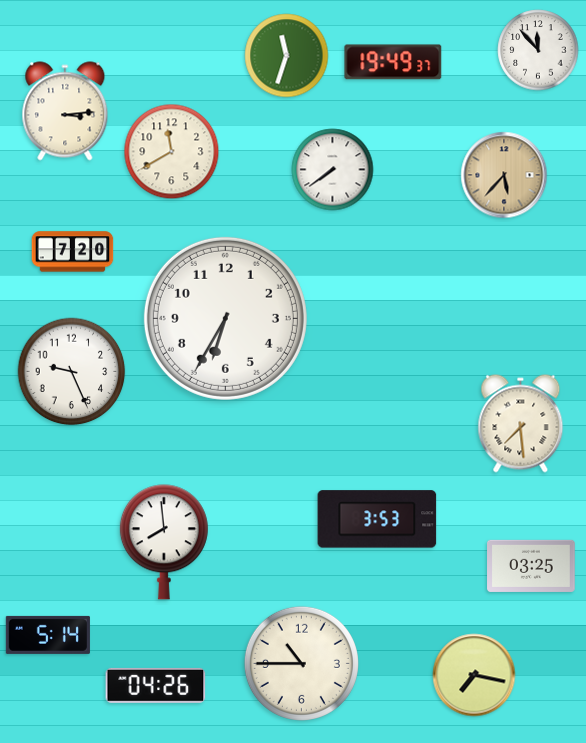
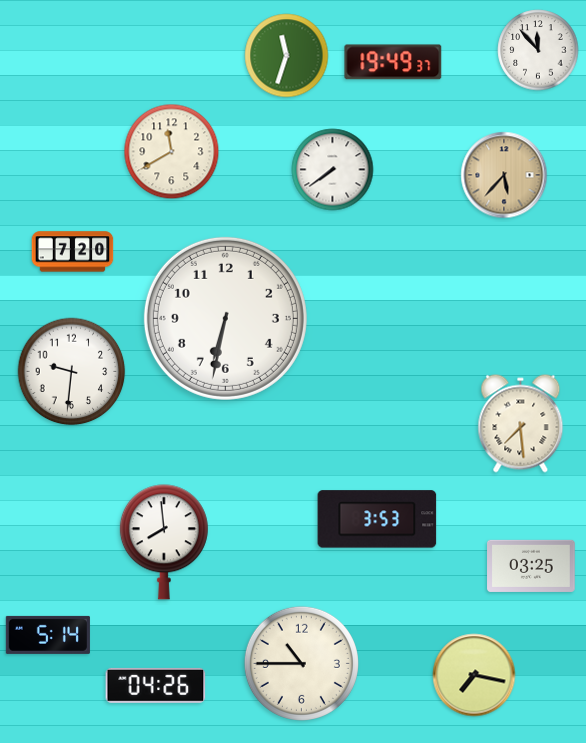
clock at (65, 111): 3:14 -> none
clock at (225, 318): 6:35 -> 6:32
clock at (72, 372): 9:26 -> 9:31
